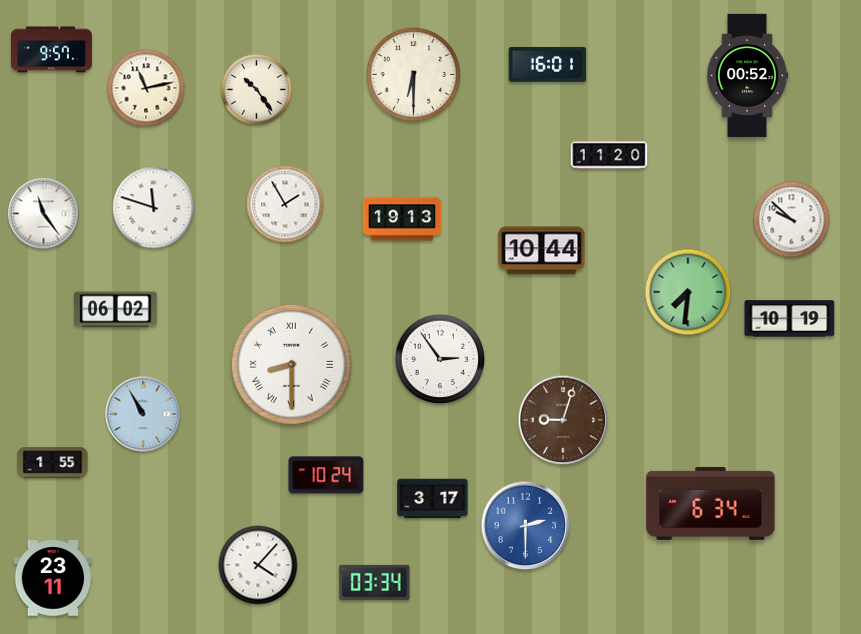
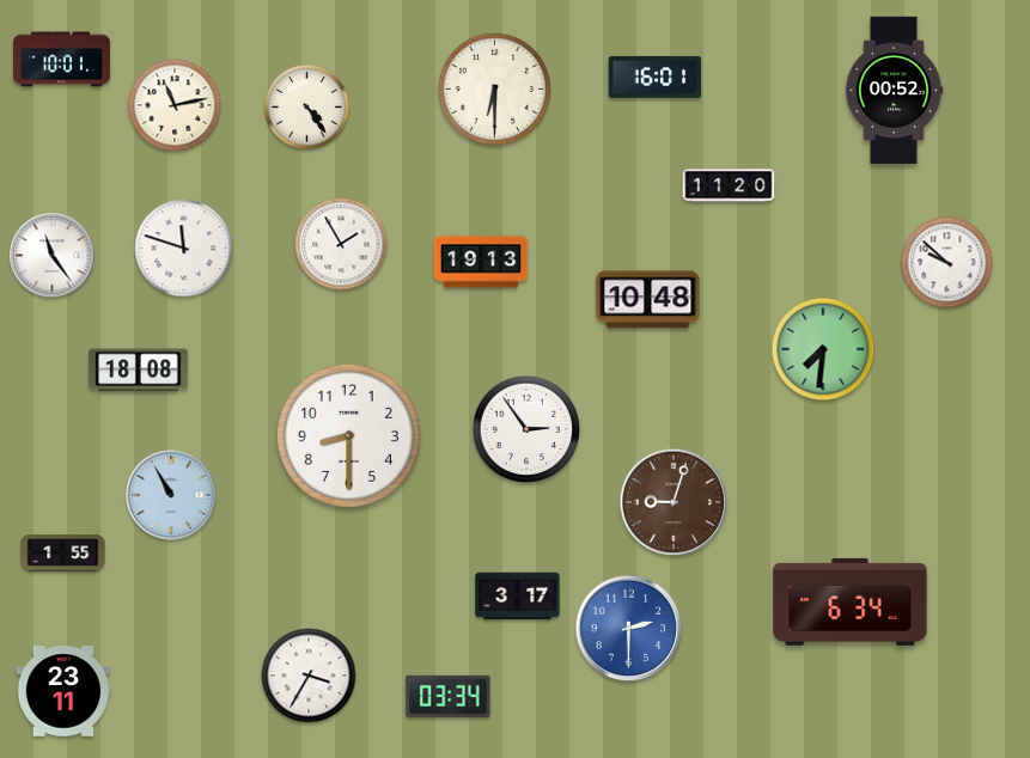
clock at (51, 50): 9:57 -> 10:01
clock at (257, 90): 10:24 -> 4:24
clock at (542, 251): 10:44 -> 10:48
clock at (116, 310): 06:02 -> 18:08
clock at (790, 319): 10:19 -> none
clock at (291, 364) numerals: Roman -> Arabic
clock at (326, 475): 10:24 -> none
clock at (258, 565): 4:07 -> 3:35
